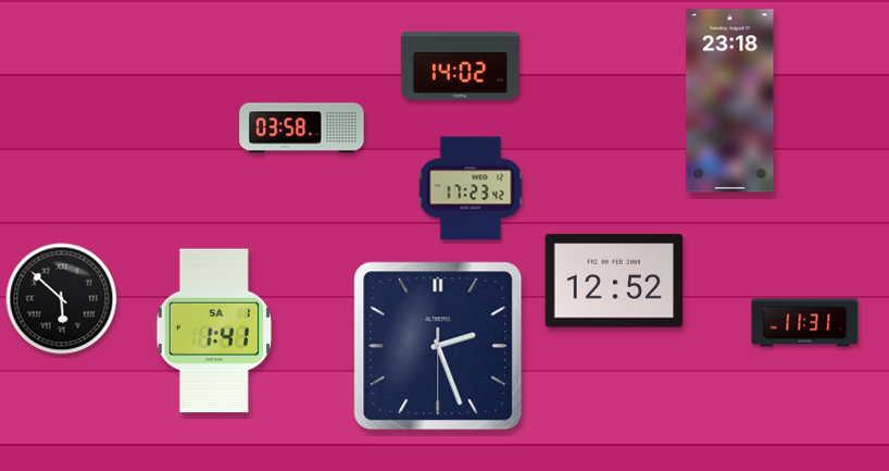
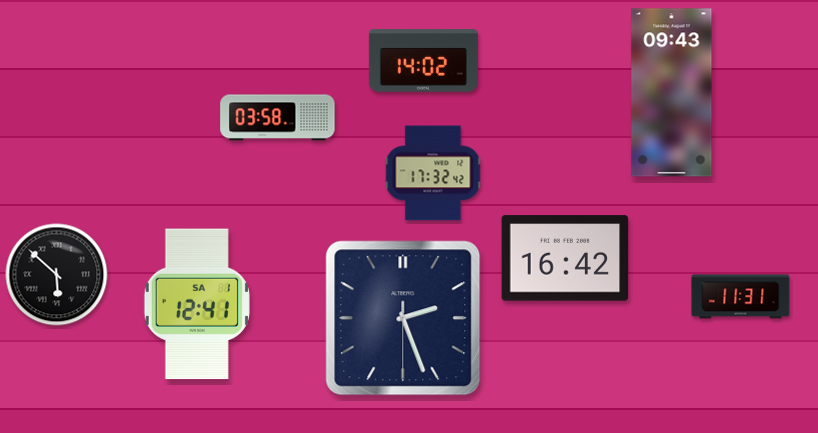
clock at (730, 101): 23:18 -> 09:43
clock at (471, 188): 17:23 -> 17:32
clock at (614, 281): 12:52 -> 16:42
clock at (214, 331): 1:41 -> 12:41
